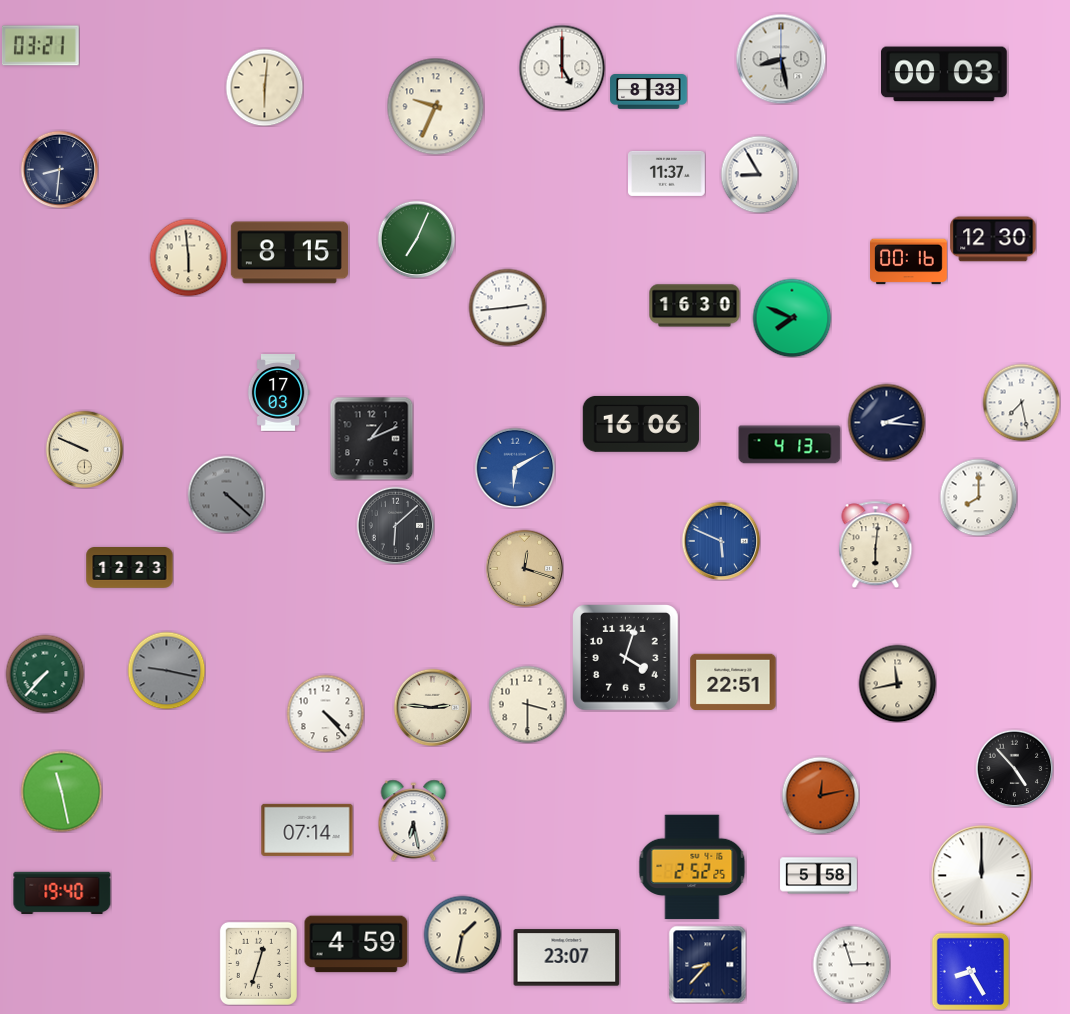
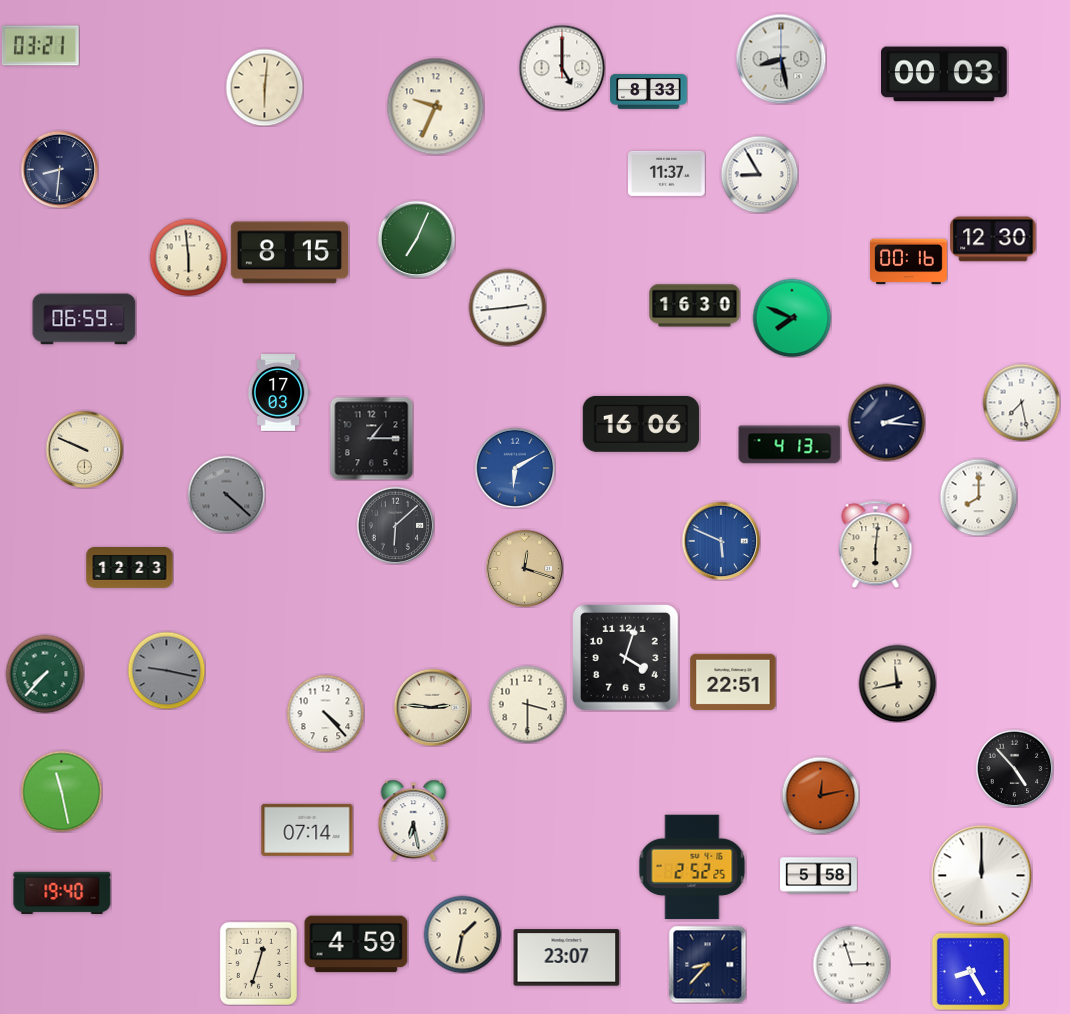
clock at (84, 319): none -> 06:59
clock at (371, 438): 1:11 -> 1:15
